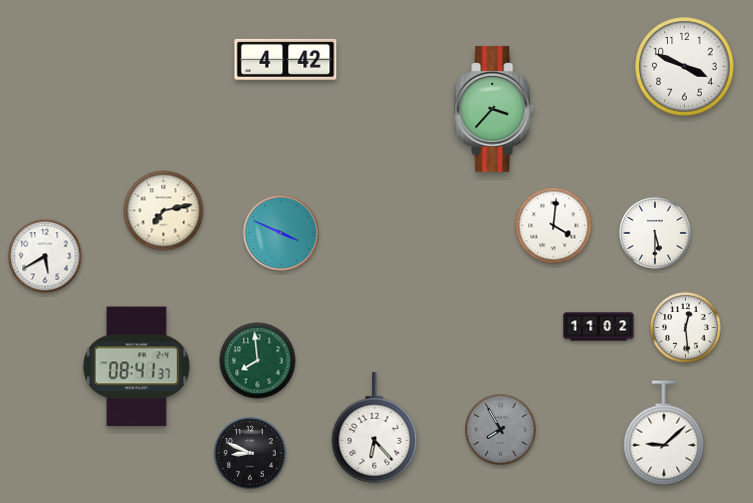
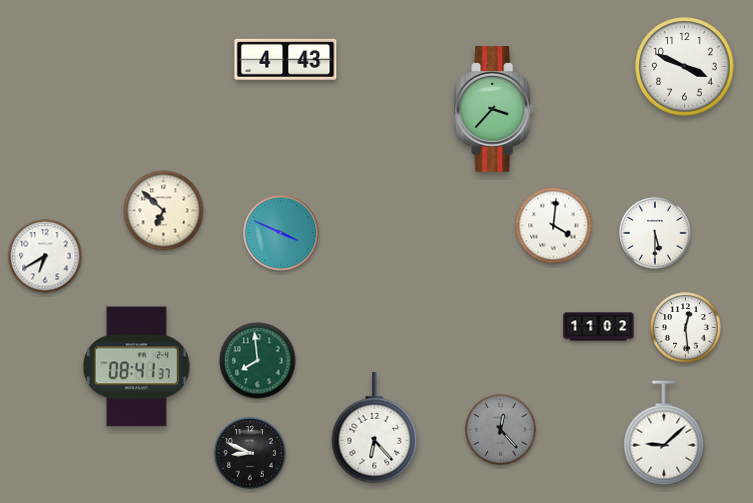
clock at (286, 59): 4:42 -> 4:43
clock at (164, 211): 7:13 -> 6:52
clock at (45, 256): 5:40 -> 6:40
clock at (501, 430): 7:55 -> 12:23
